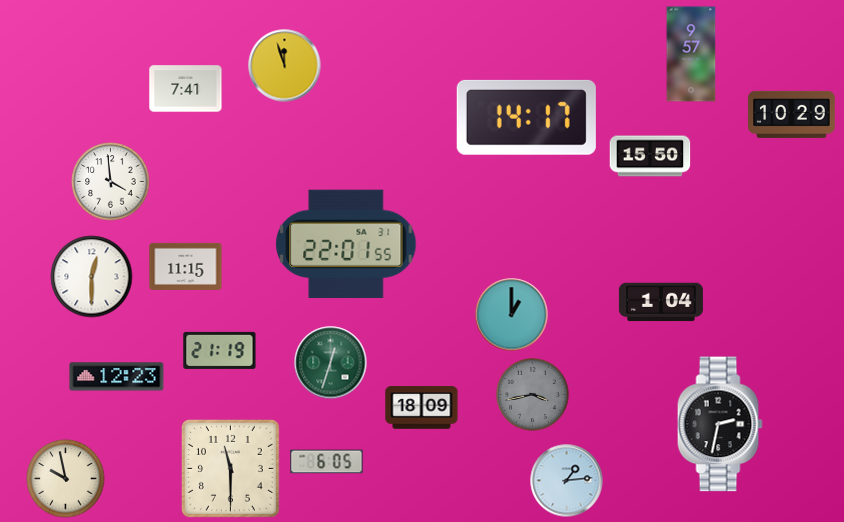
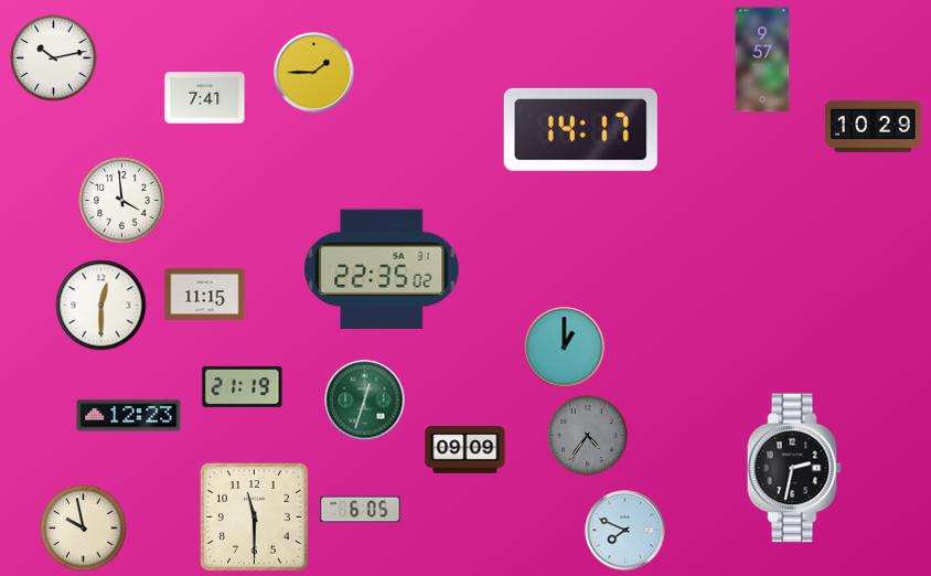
clock at (54, 58): none -> 10:13
clock at (285, 66): 11:57 -> 1:45
clock at (650, 156): 15:50 -> none
clock at (346, 244): 22:01 -> 22:35
clock at (661, 302): 1:04 -> none
clock at (533, 395): 3:43 -> 4:36
clock at (422, 408): 18:09 -> 09:09
clock at (66, 479) position: (66, 479) -> (84, 529)
clock at (567, 481): 1:14 -> 7:49
